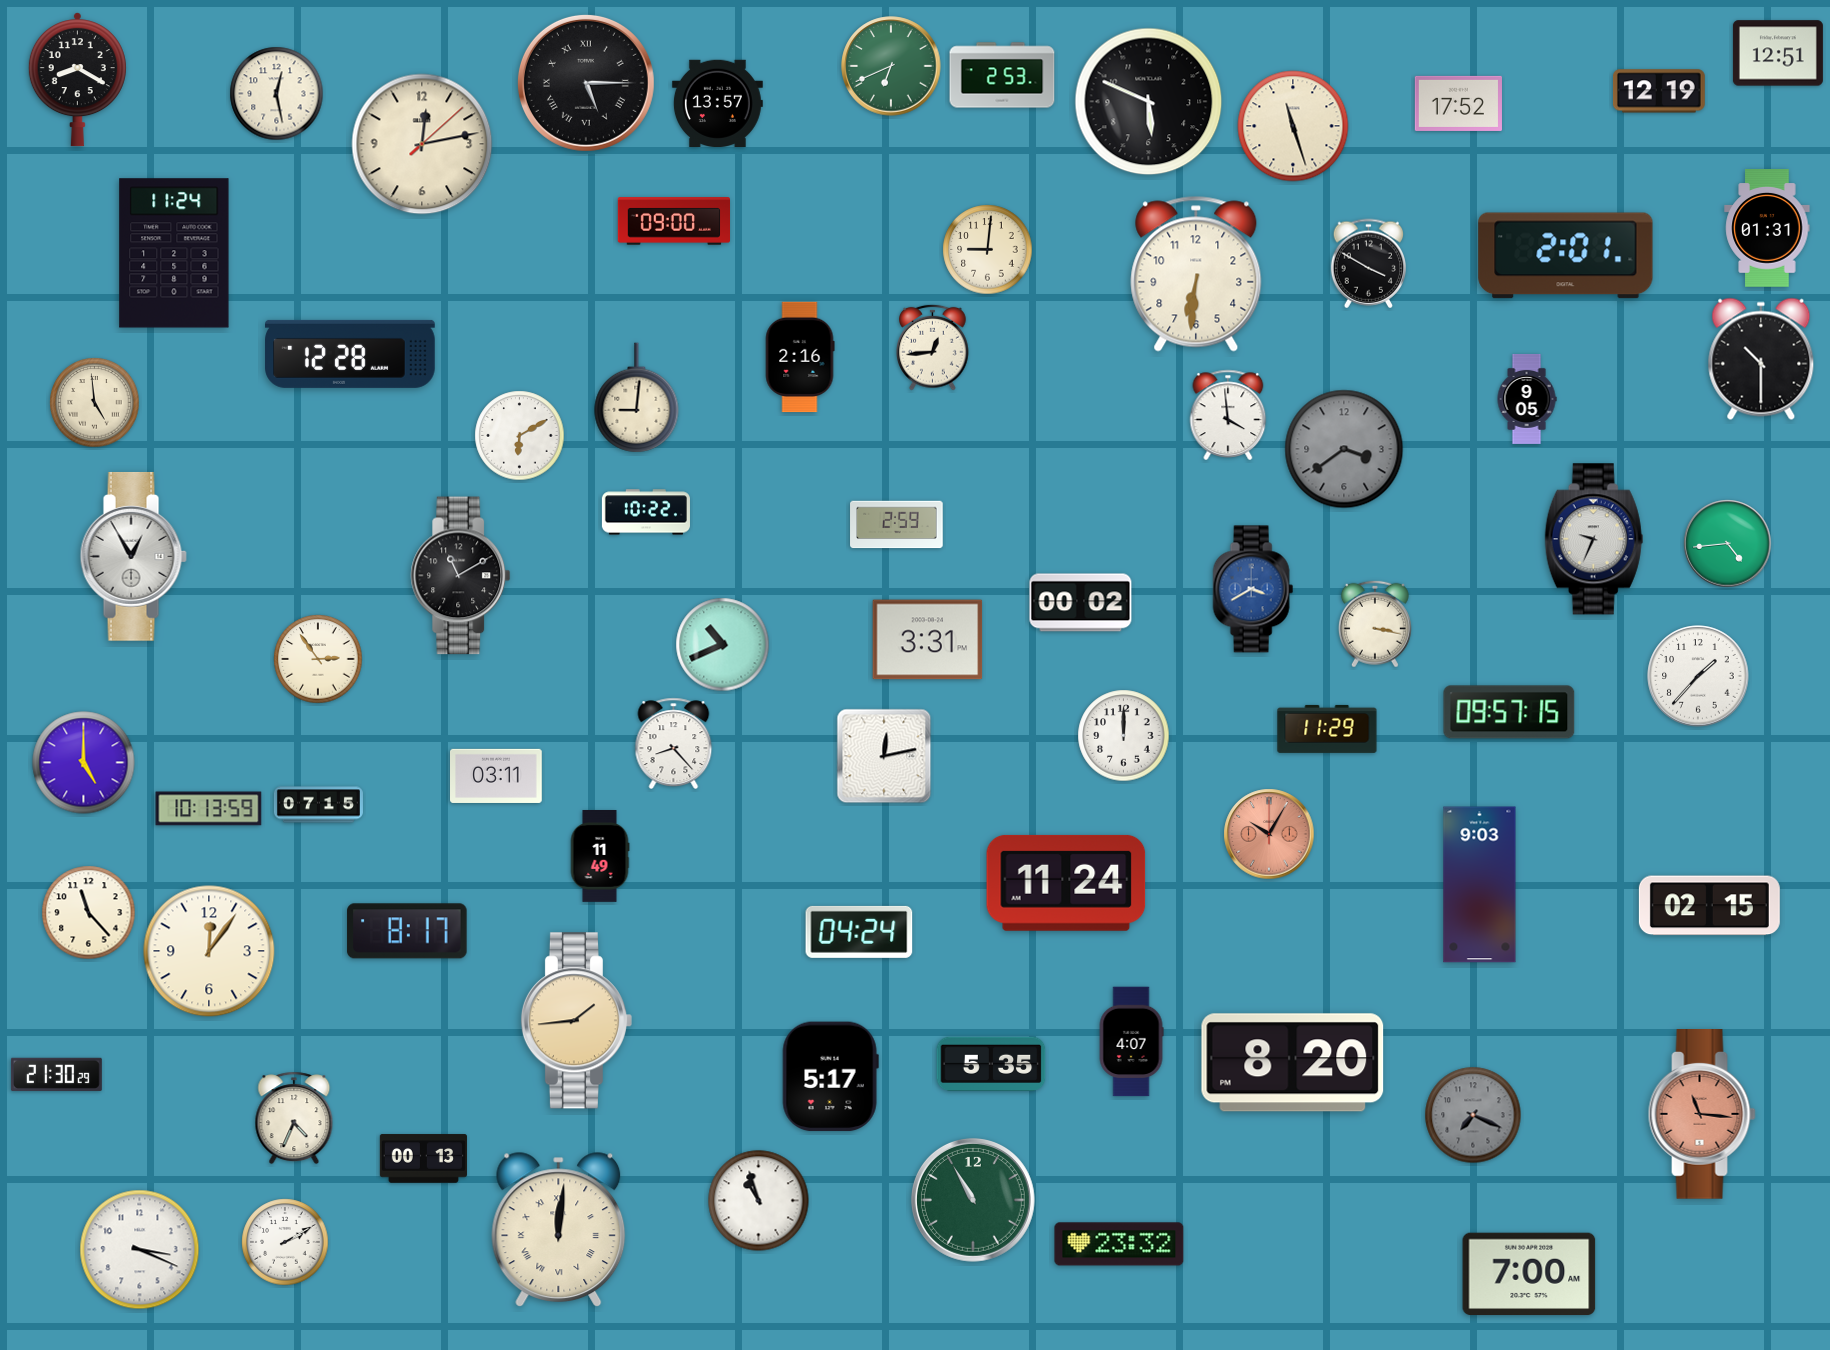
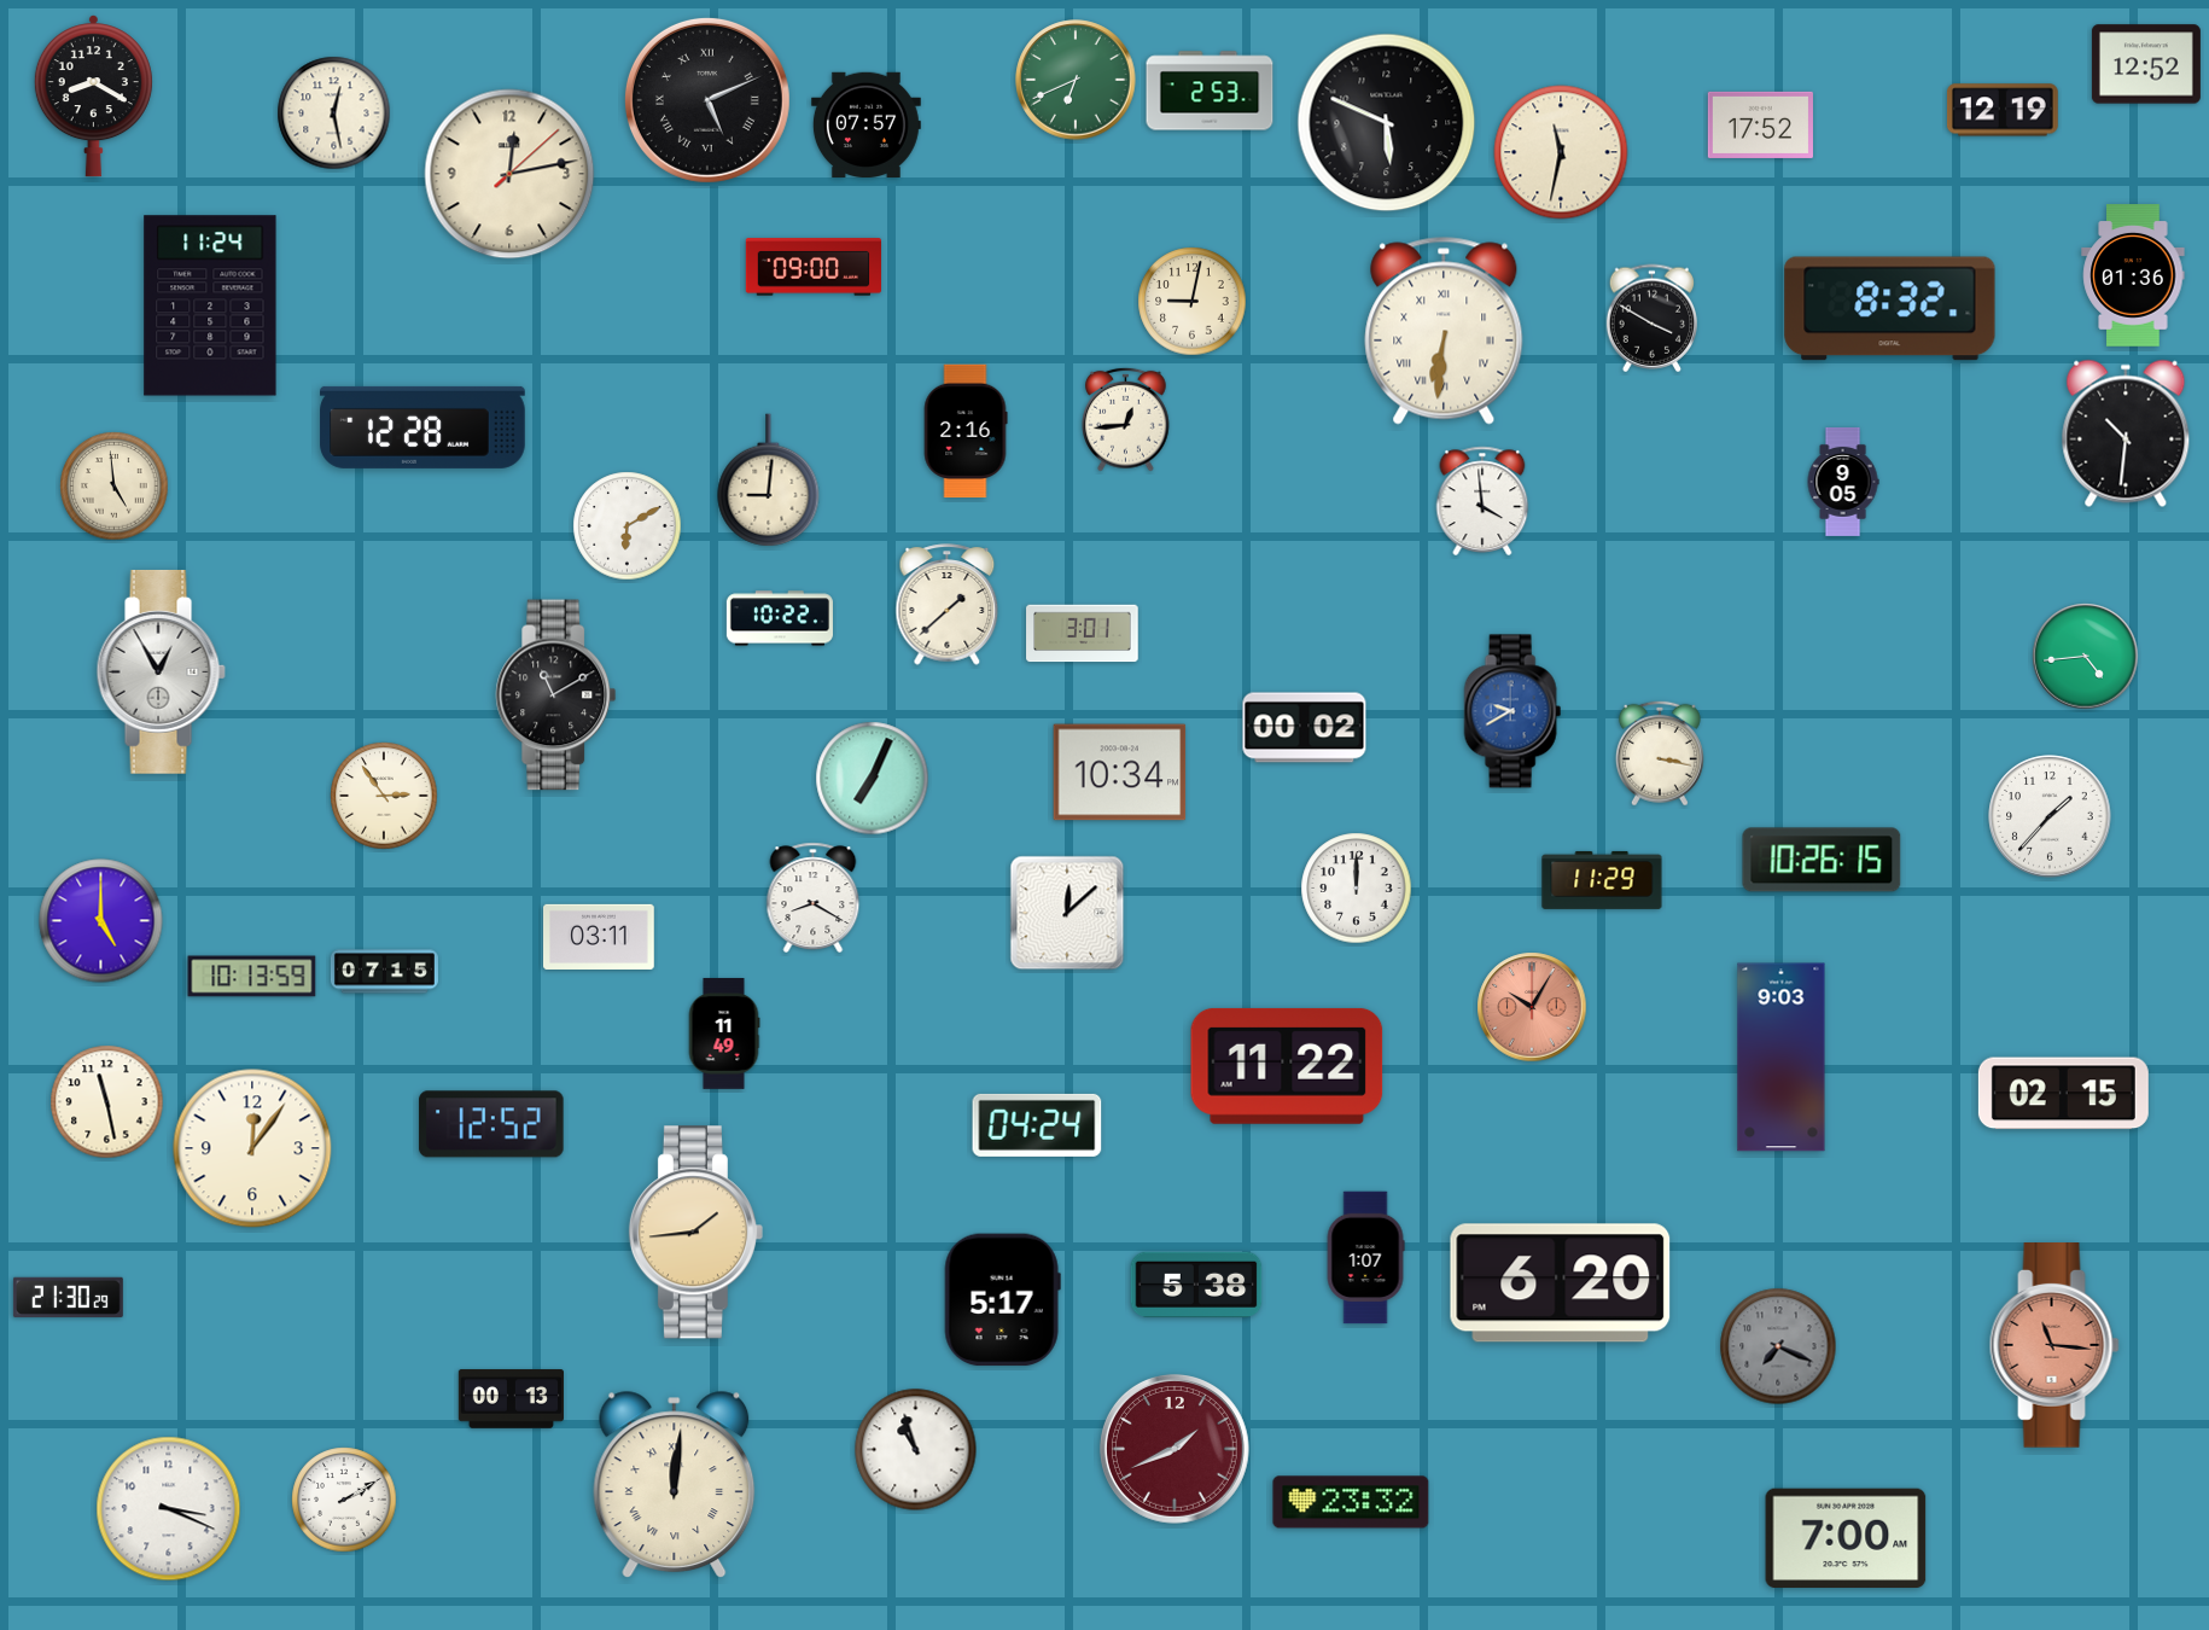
clock at (1778, 53): 12:51 -> 12:52
clock at (586, 83): 5:15 -> 5:11
clock at (717, 103): 13:57 -> 07:57
clock at (1293, 126): 11:27 -> 11:32
clock at (1767, 228): 01:31 -> 01:36
clock at (988, 250): 9:01 -> 9:02
clock at (1566, 256): 2:01 -> 8:32
clock at (1196, 274) numerals: Arabic -> Roman
clock at (1761, 359): 10:30 -> 10:31
clock at (1344, 449): 3:39 -> none
clock at (948, 605): none -> 1:38
clock at (897, 525): 2:59 -> 3:01
clock at (1594, 539): 9:34 -> none
clock at (1253, 589): 3:40 -> 9:40
clock at (928, 640): 3:31 -> 10:34
clock at (723, 645): 10:41 -> 7:04
clock at (1509, 712): 09:57 -> 10:26
clock at (674, 743): 8:23 -> 8:20
clock at (884, 756): 12:13 -> 12:08
clock at (1066, 883): 11:24 -> 11:22
clock at (1480, 885) position: (1480, 885) -> (1782, 1058)
clock at (89, 913): 11:23 -> 11:28
clock at (407, 931): 8:17 -> 12:52
clock at (1131, 1042): 4:07 -> 1:07
clock at (1293, 1063): 8:20 -> 6:20
clock at (991, 1064): 5:35 -> 5:38
clock at (294, 1118): 4:34 -> none
clock at (973, 1200): 10:55 -> 1:41
clock at (973, 1200) dial: green -> burgundy
